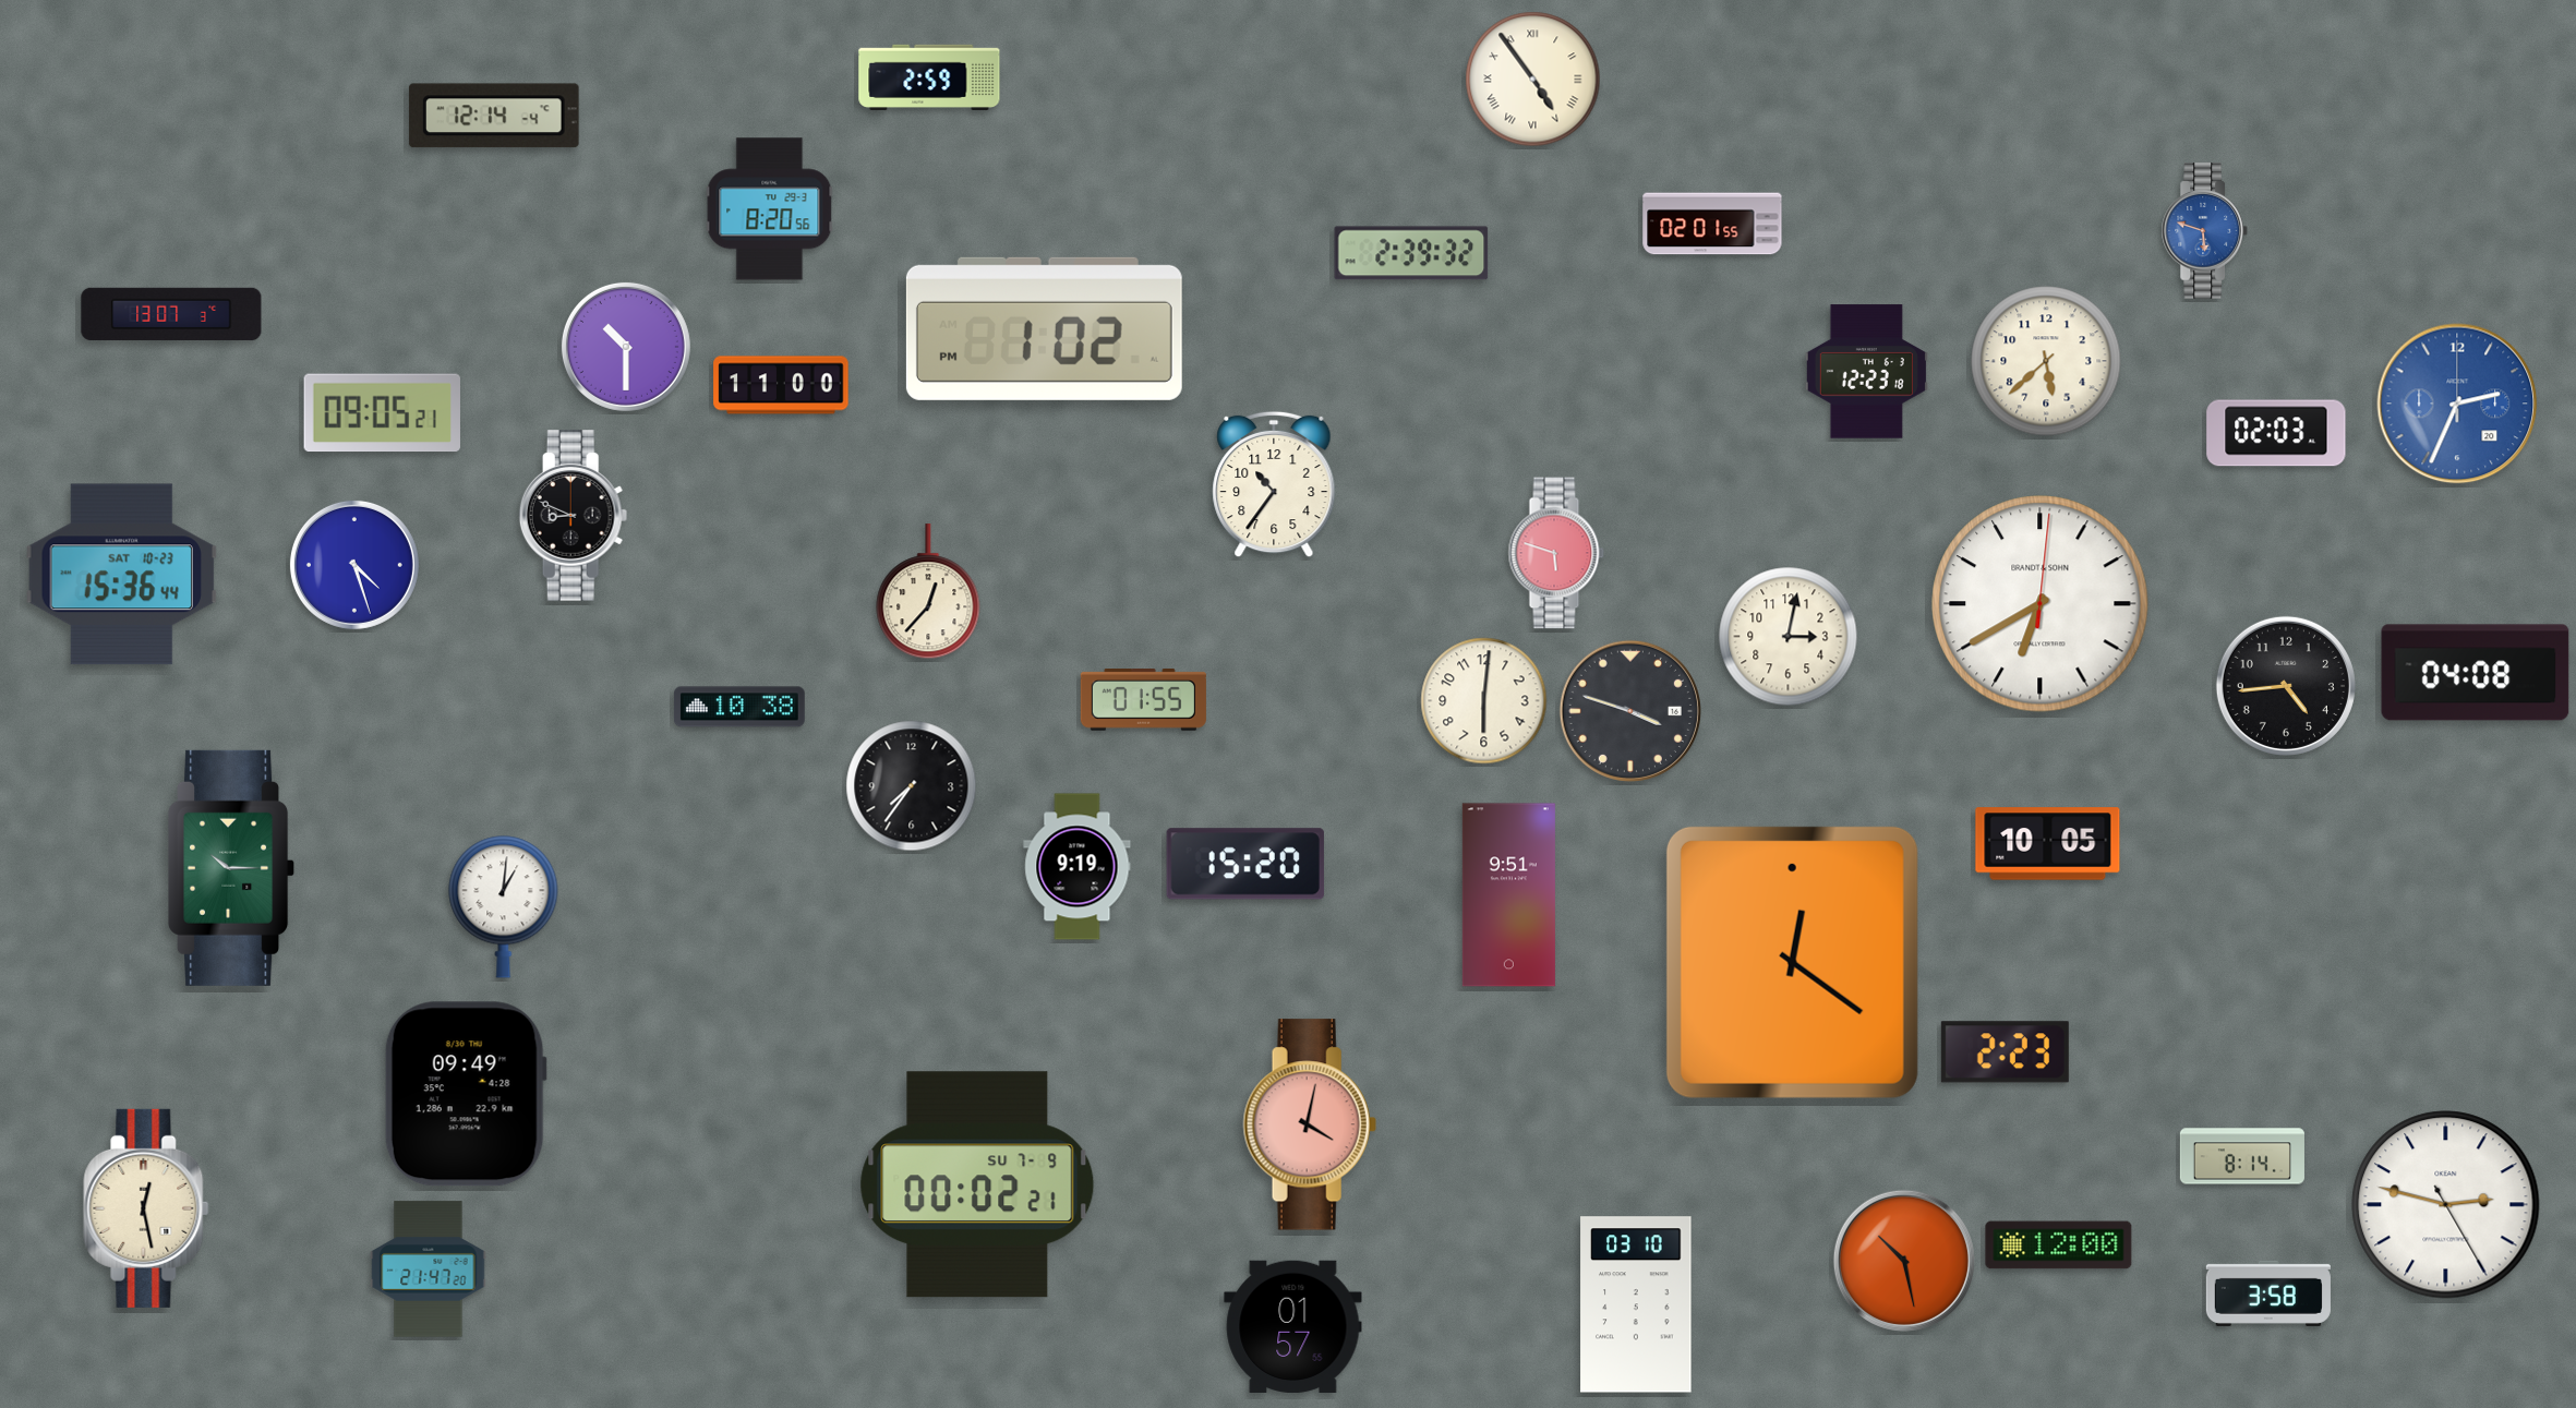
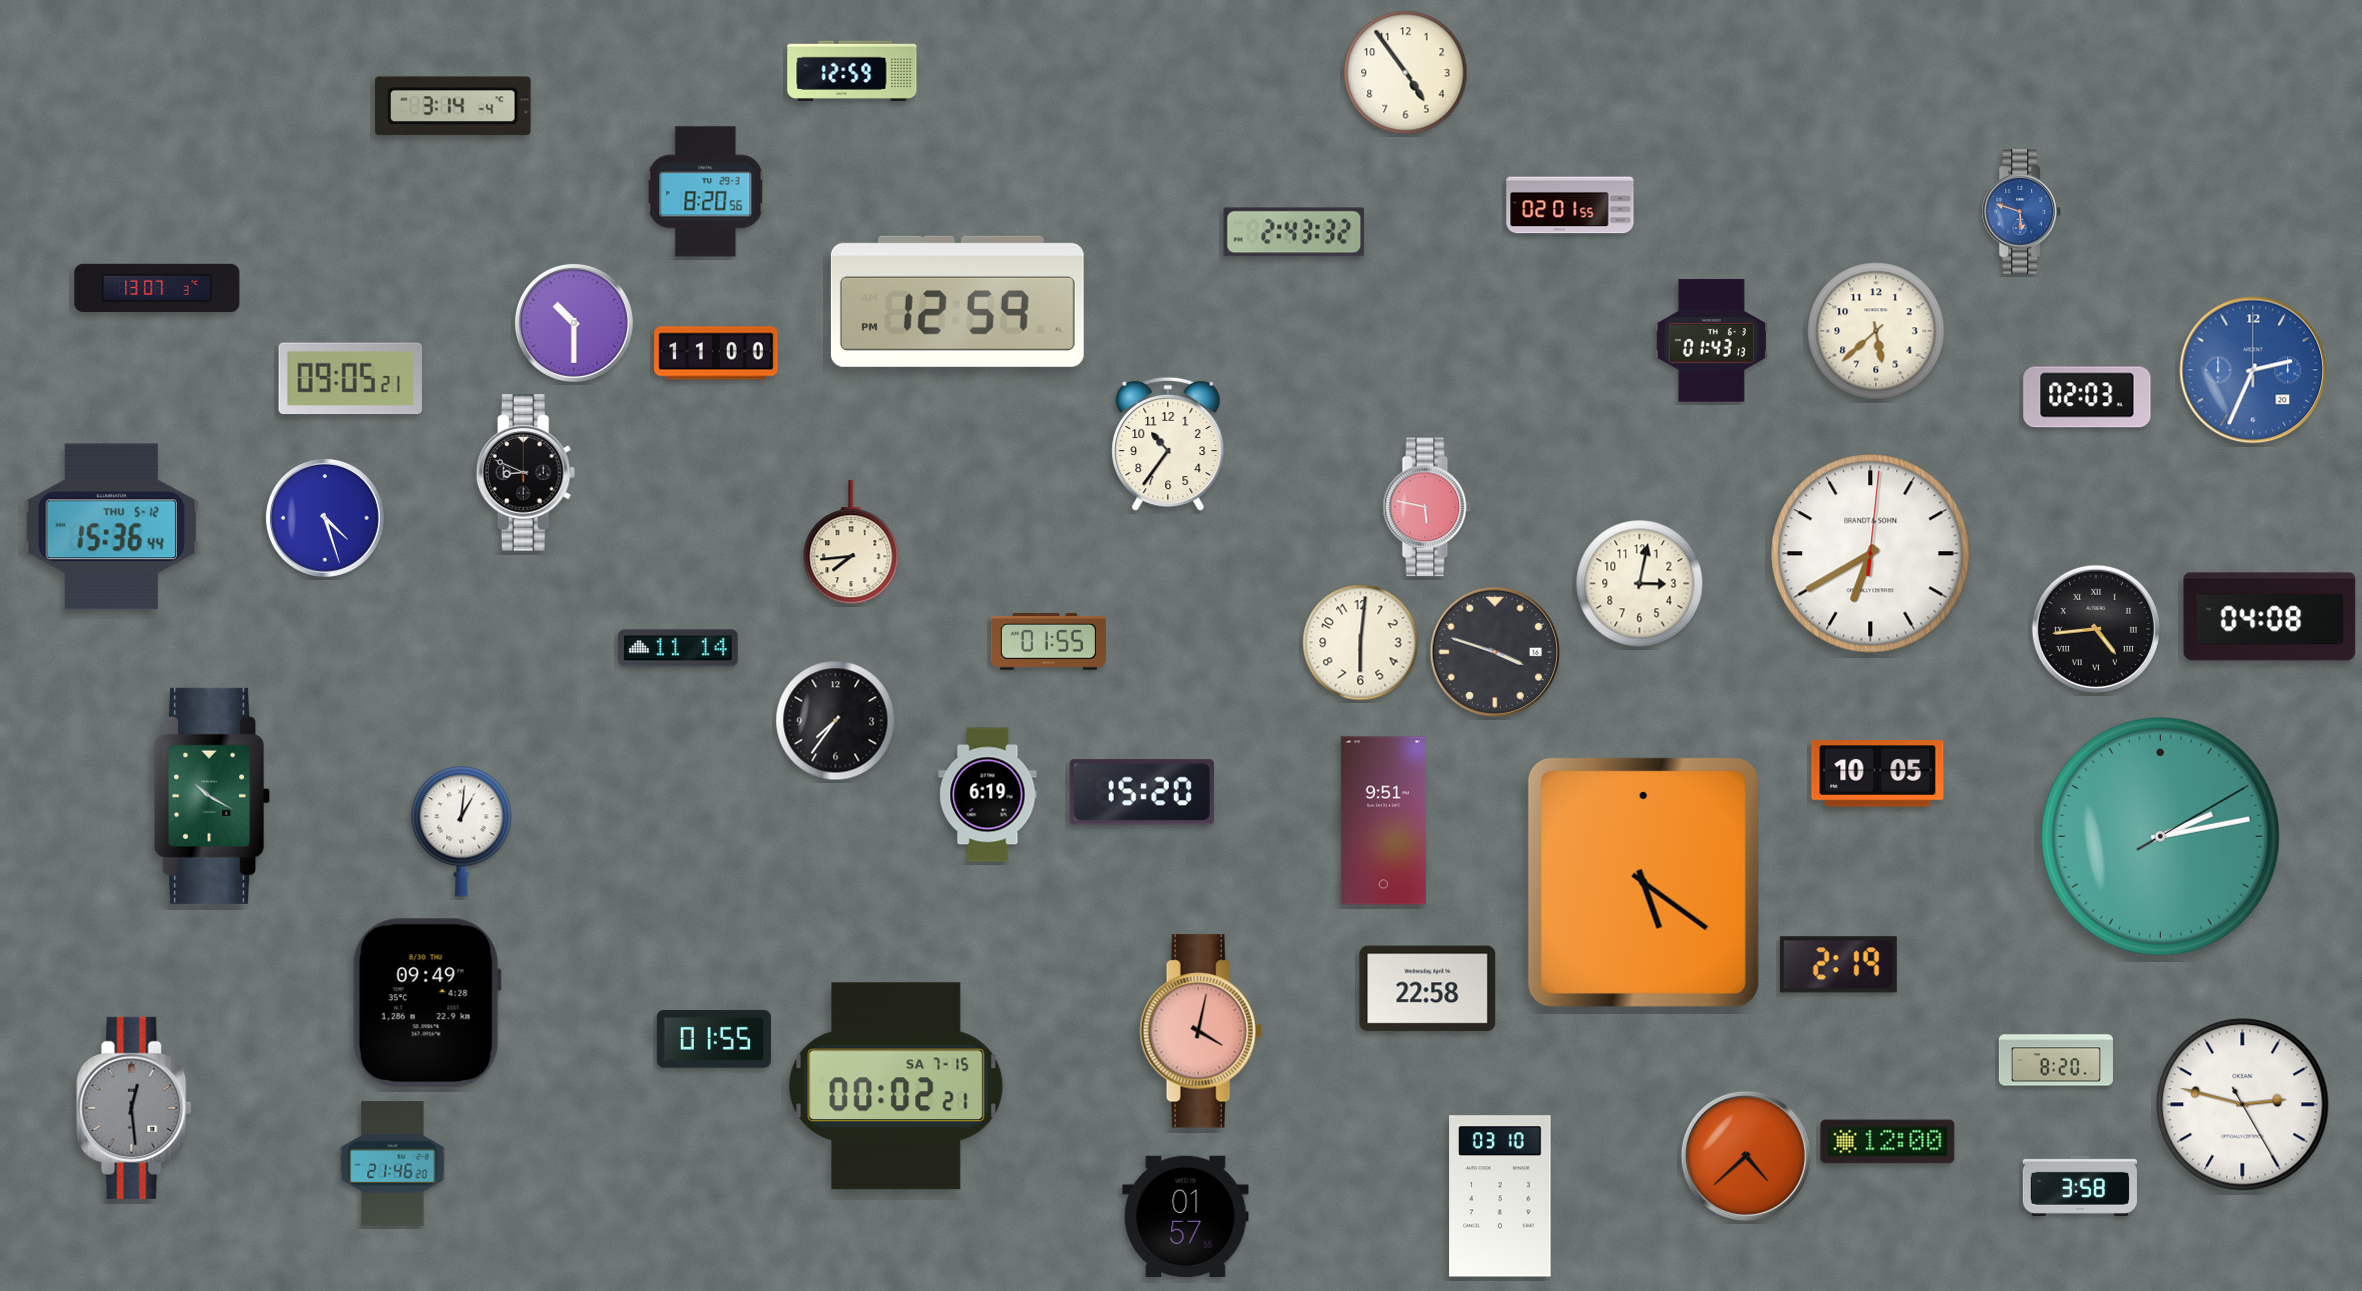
clock at (929, 77): 2:59 -> 12:59
clock at (1533, 80) numerals: Roman -> Arabic
clock at (494, 116): 12:14 -> 3:14
clock at (1411, 253): 2:39 -> 2:43
clock at (1044, 328): 1:02 -> 12:59
clock at (626, 347) position: (626, 347) -> (574, 323)
clock at (1866, 372): 12:23 -> 01:43
clock at (1556, 553): 5:48 -> 5:47
clock at (122, 575) date: SAT 10-23 -> THU 5-12
clock at (928, 592): 12:37 -> 7:44
clock at (2286, 686) numerals: Arabic -> Roman
clock at (739, 707): 10:38 -> 11:14
clock at (1078, 867): 9:19 -> 6:19
clock at (232, 868): 10:15 -> 10:20
clock at (2161, 837): none -> 2:13
clock at (1792, 962): 12:21 -> 5:21
clock at (2005, 1052): 2:23 -> 2:19
clock at (1428, 989): none -> 22:58
clock at (714, 1039): none -> 01:55
clock at (2242, 1156): 8:14 -> 8:20
clock at (977, 1184) date: SU 7-9 -> SA 7-15
clock at (146, 1208): 12:28 -> 12:29
clock at (146, 1208) dial: cream -> grey
clock at (1904, 1261): 10:28 -> 4:38
clock at (429, 1269): 21:47 -> 21:46
